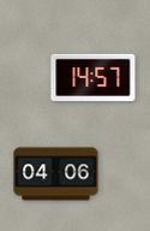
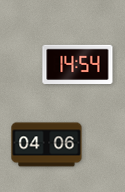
clock at (94, 77): 14:57 -> 14:54
